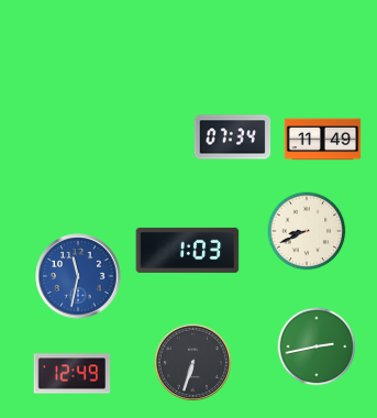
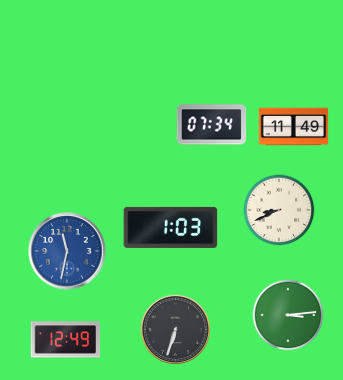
clock at (78, 276) position: (78, 276) -> (67, 251)
clock at (317, 346): 2:43 -> 3:14
